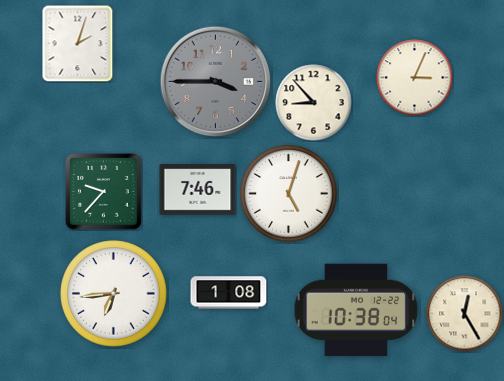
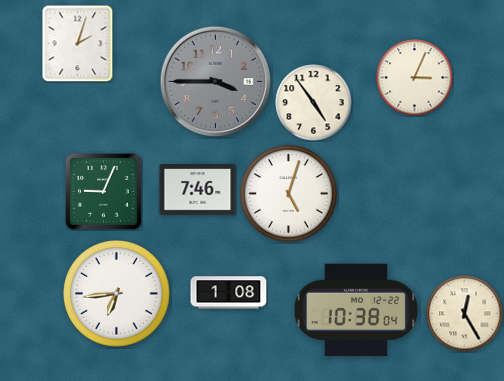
clock at (314, 103): 8:53 -> 4:54
clock at (104, 192): 9:37 -> 9:04
clock at (114, 294) position: (114, 294) -> (117, 294)
